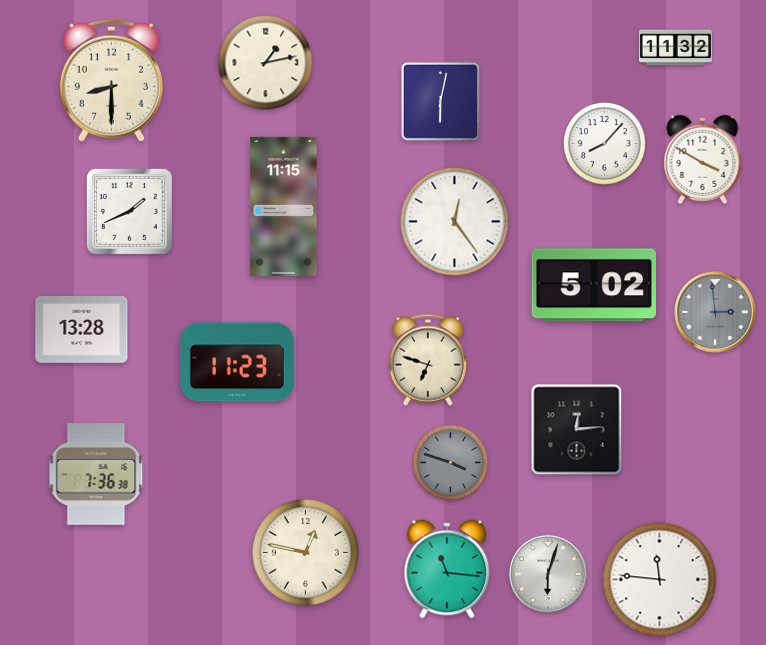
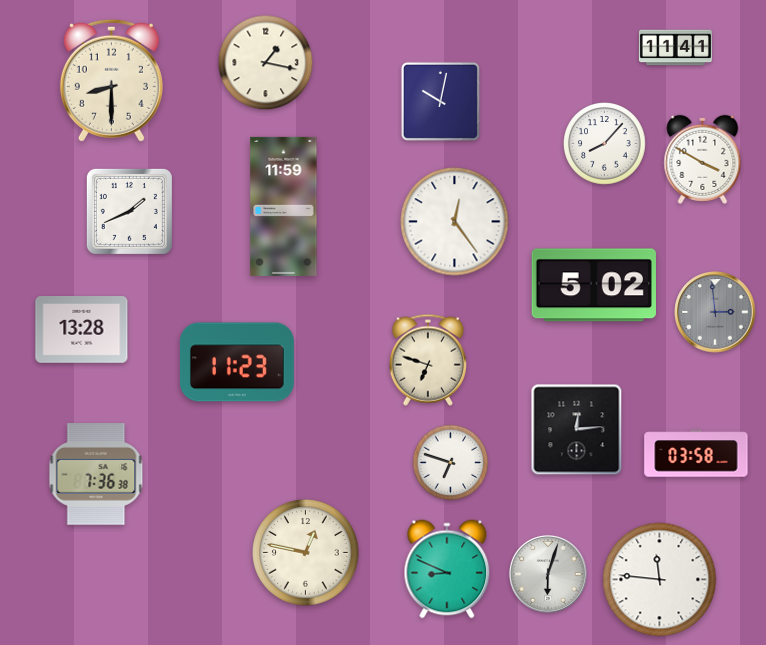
clock at (675, 48): 11:32 -> 11:41
clock at (266, 63): 1:13 -> 1:17
clock at (440, 101): 6:02 -> 10:02
clock at (284, 206): 11:15 -> 11:59
clock at (696, 453): none -> 03:58
clock at (451, 463): 3:48 -> 6:48
clock at (451, 463) dial: grey -> white
clock at (447, 569): 11:16 -> 8:49
